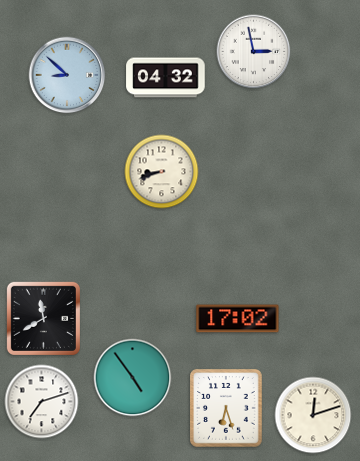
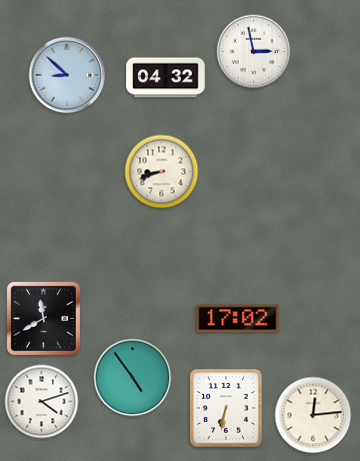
clock at (42, 402): 7:12 -> 4:12
clock at (227, 409): 6:27 -> 6:32
clock at (313, 415): 12:12 -> 12:14
